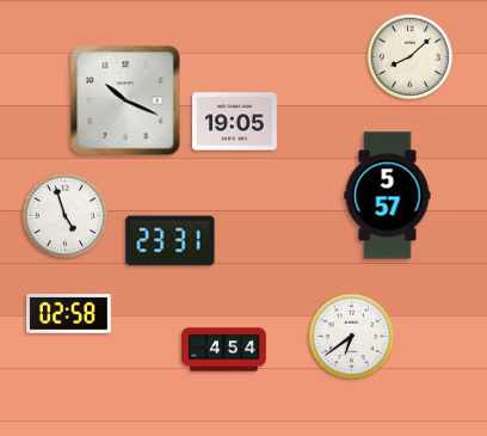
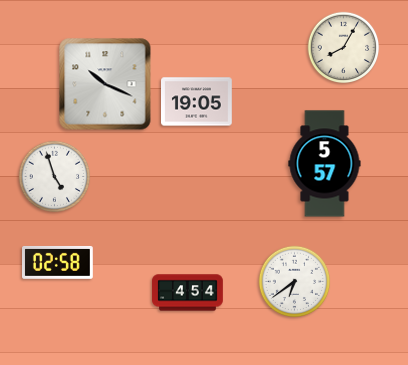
clock at (411, 57): 8:08 -> 8:05
clock at (66, 216) position: (66, 216) -> (55, 177)
clock at (171, 241): 23:31 -> none
